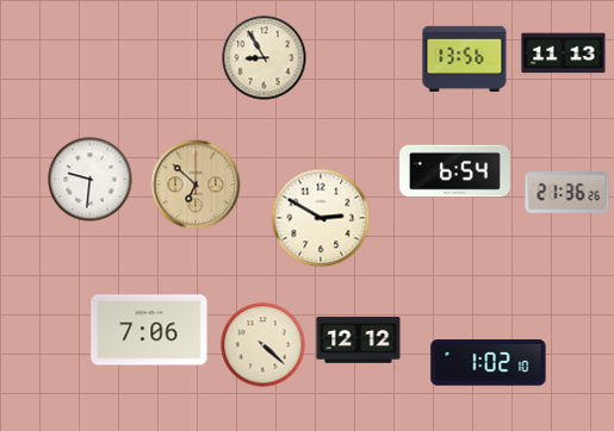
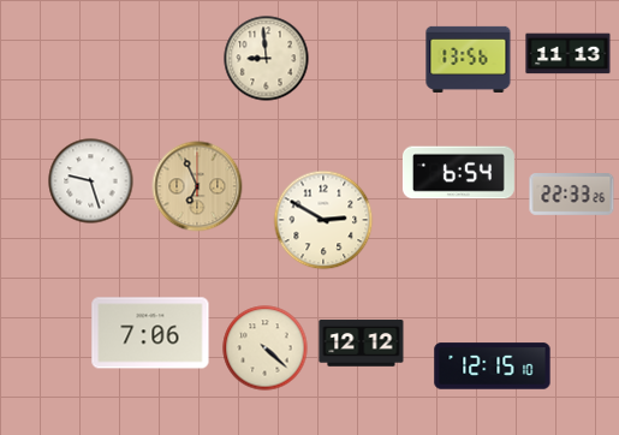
clock at (265, 58): 8:55 -> 8:59
clock at (91, 180): 9:31 -> 9:27
clock at (196, 185): 6:52 -> 6:56
clock at (568, 193): 21:36 -> 22:33
clock at (489, 363): 1:02 -> 12:15
